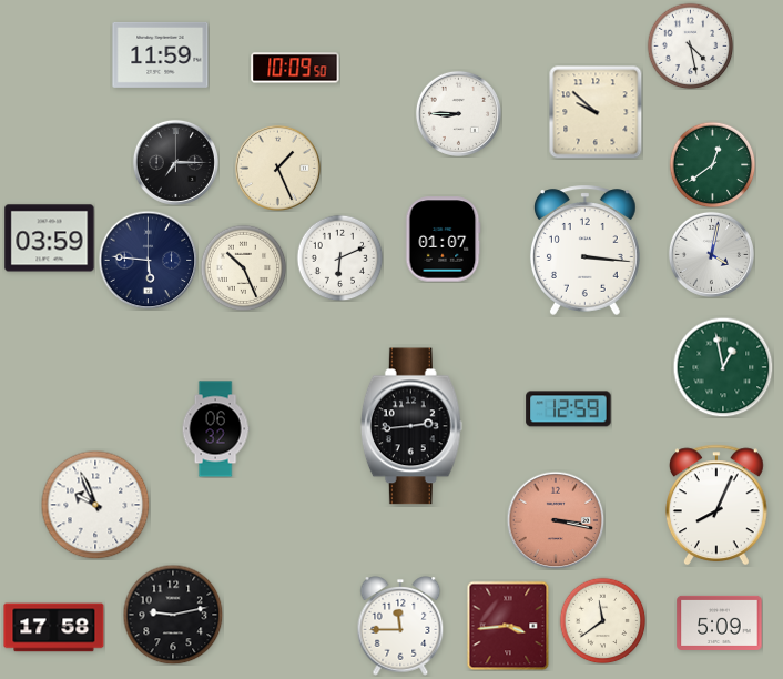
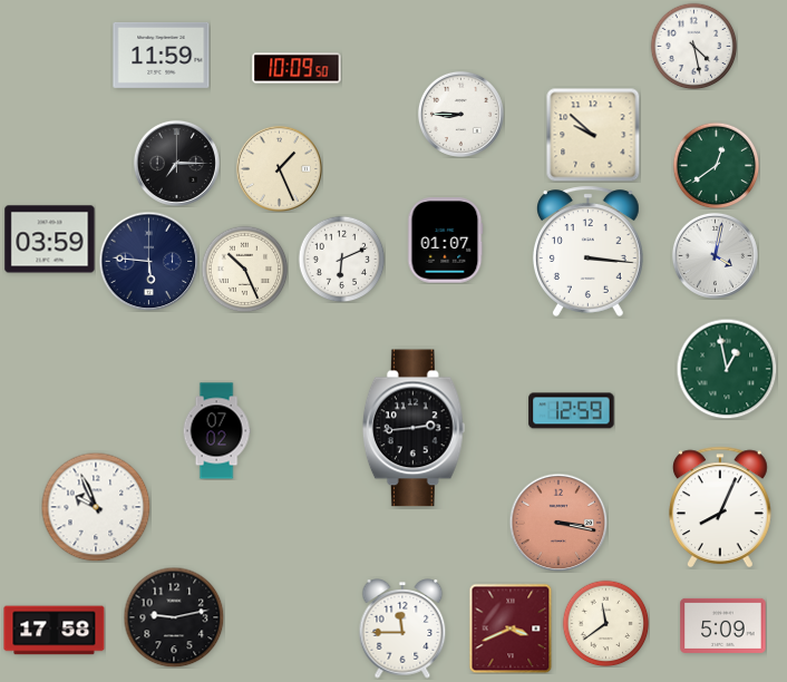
clock at (596, 112) position: (596, 112) -> (593, 135)
clock at (215, 429): 06:32 -> 07:02
clock at (508, 626): 3:44 -> 3:41
